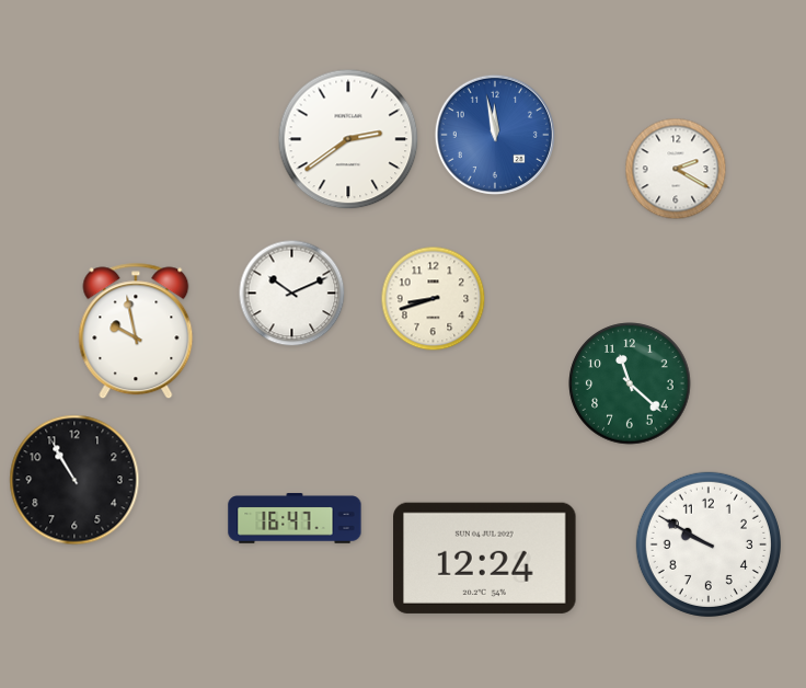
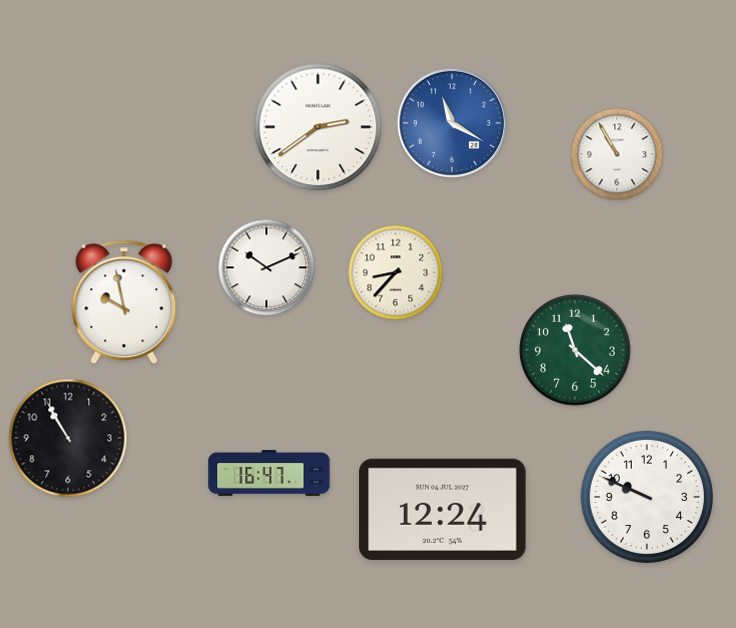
clock at (495, 135): 11:58 -> 11:20
clock at (676, 169): 2:20 -> 10:55
clock at (434, 299): 8:42 -> 8:37
clock at (709, 544): 9:50 -> 9:49
